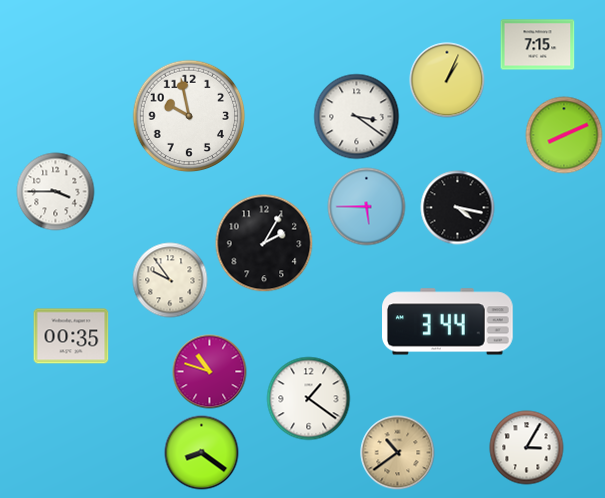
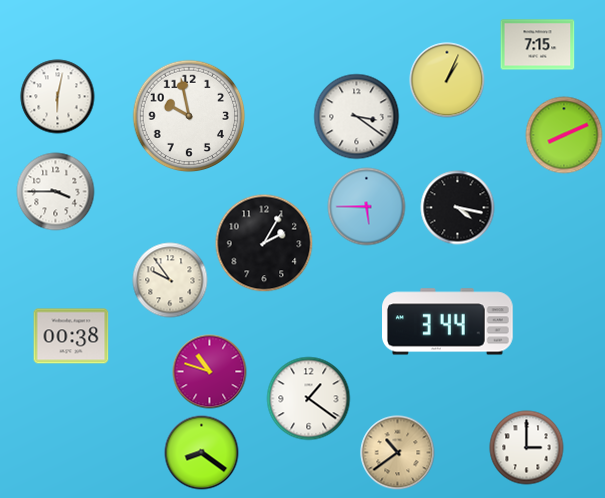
clock at (58, 97): none -> 6:02
clock at (71, 336): 00:35 -> 00:38
clock at (527, 448): 3:05 -> 3:00
